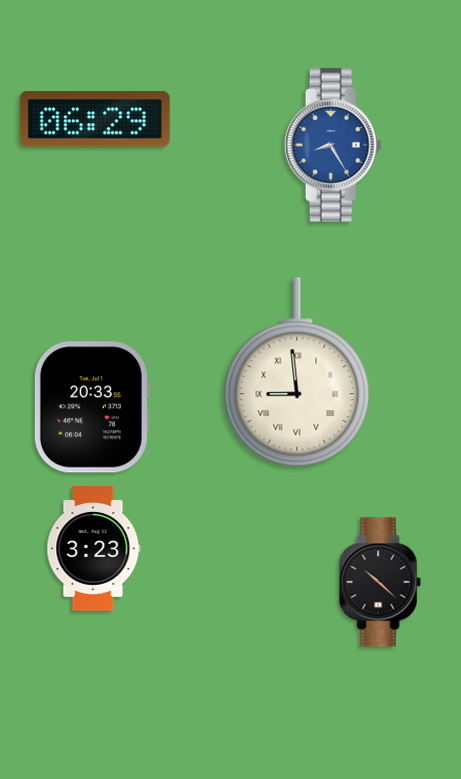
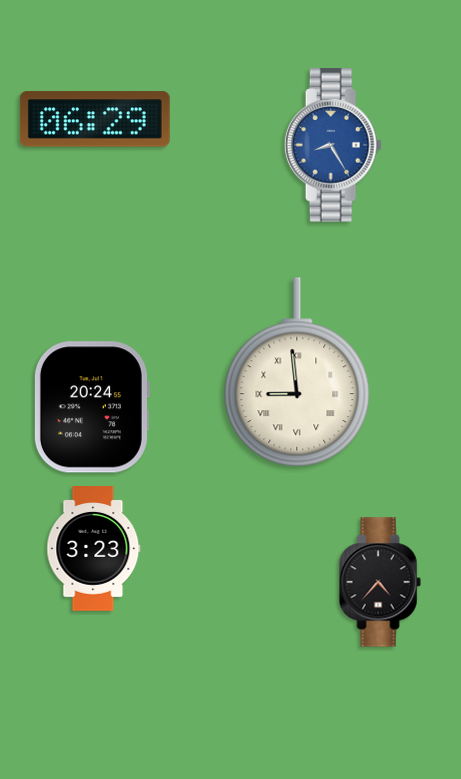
clock at (91, 407): 20:33 -> 20:24
clock at (380, 582): 10:22 -> 4:37
